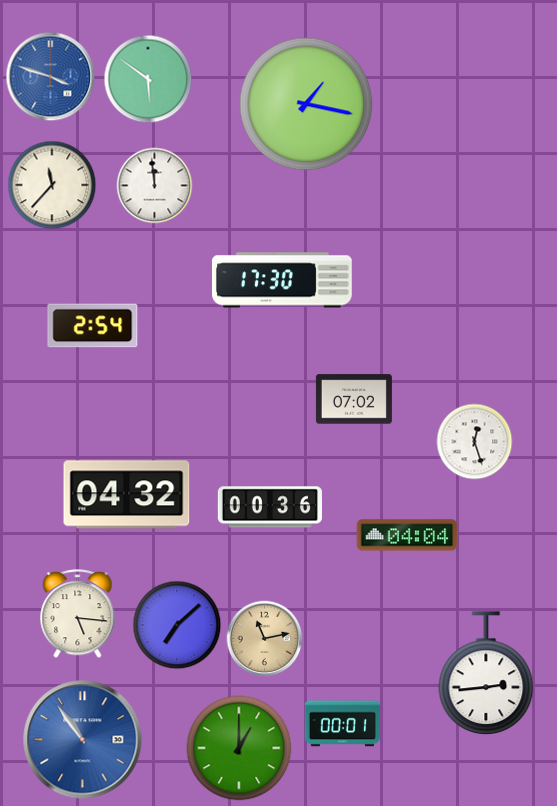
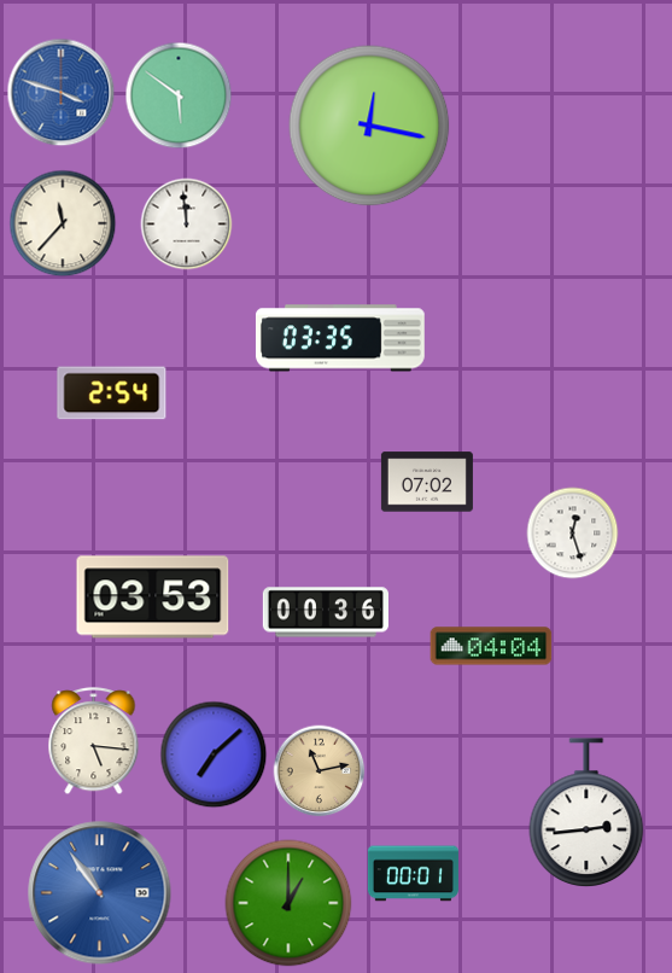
clock at (306, 104): 1:17 -> 12:17
clock at (282, 280): 17:30 -> 03:35
clock at (127, 495): 04:32 -> 03:53
